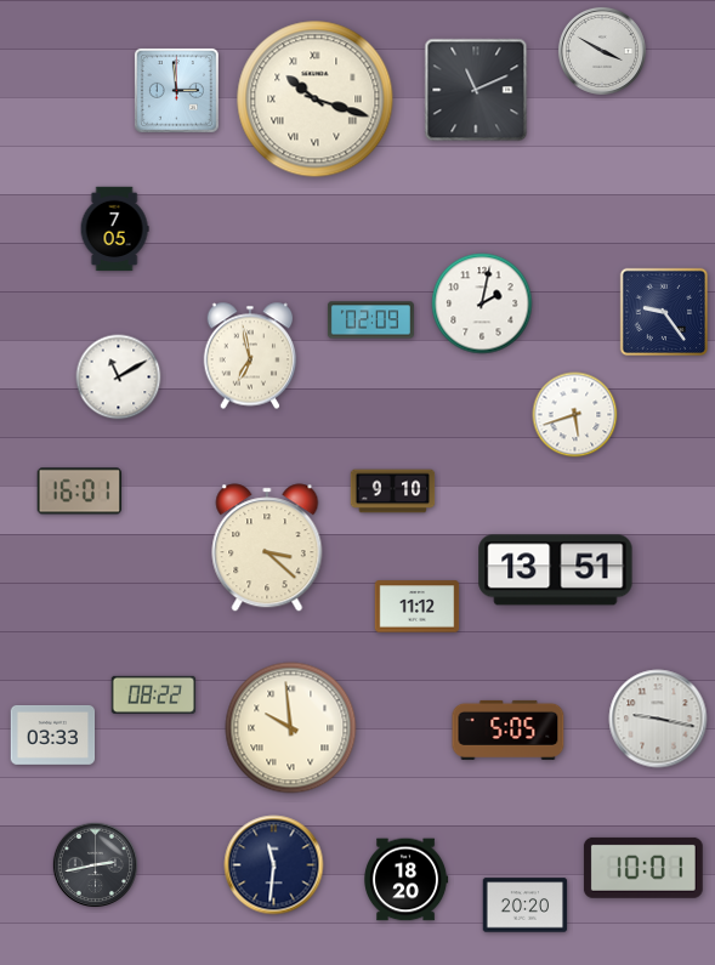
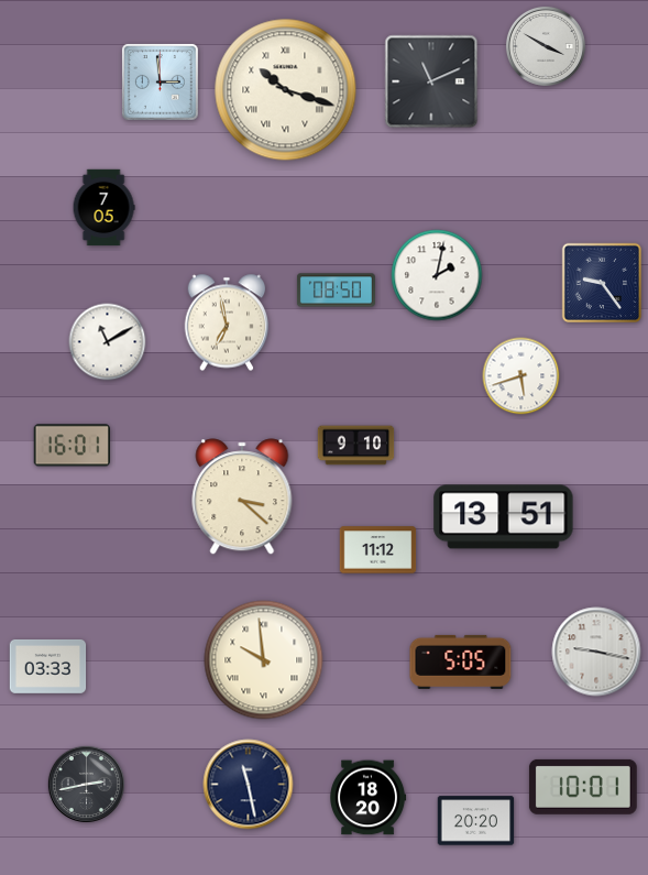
clock at (370, 320): 02:09 -> 08:50
clock at (154, 694): 08:22 -> none
clock at (274, 865): 11:31 -> 11:28
